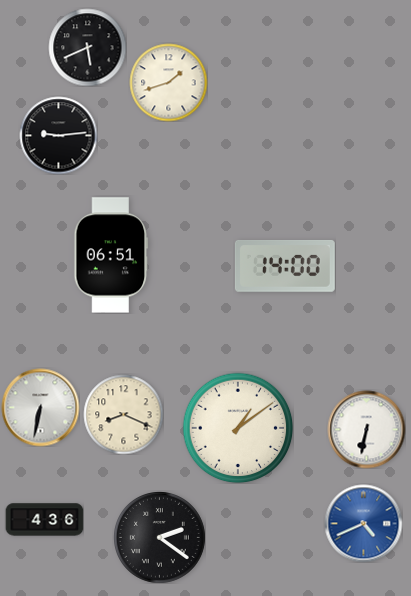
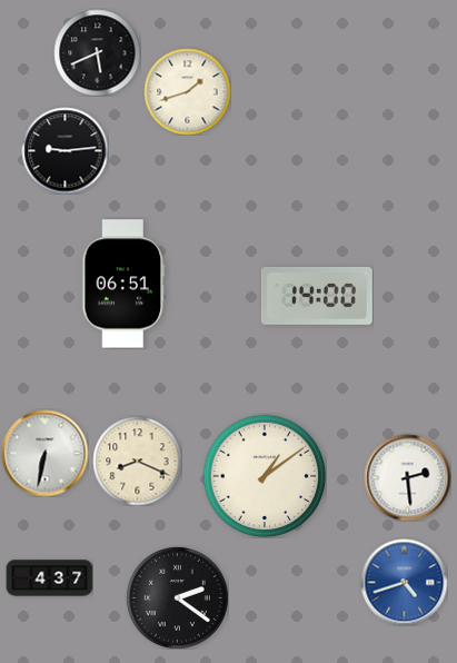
clock at (366, 429): 6:32 -> 2:29
clock at (44, 520): 4:36 -> 4:37
clock at (363, 523): 4:41 -> 4:42
